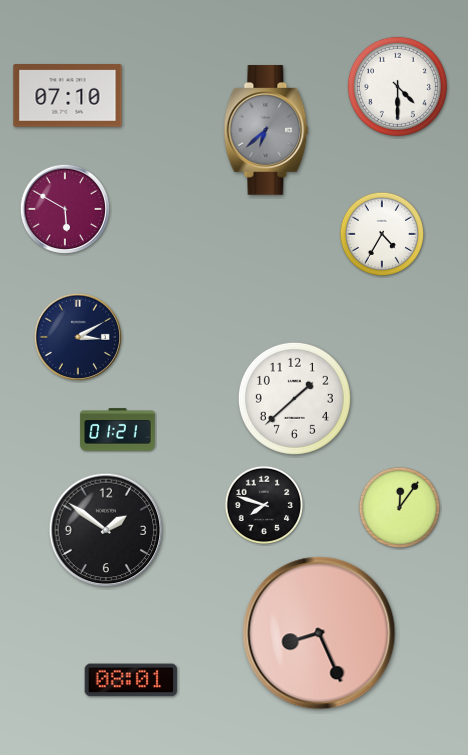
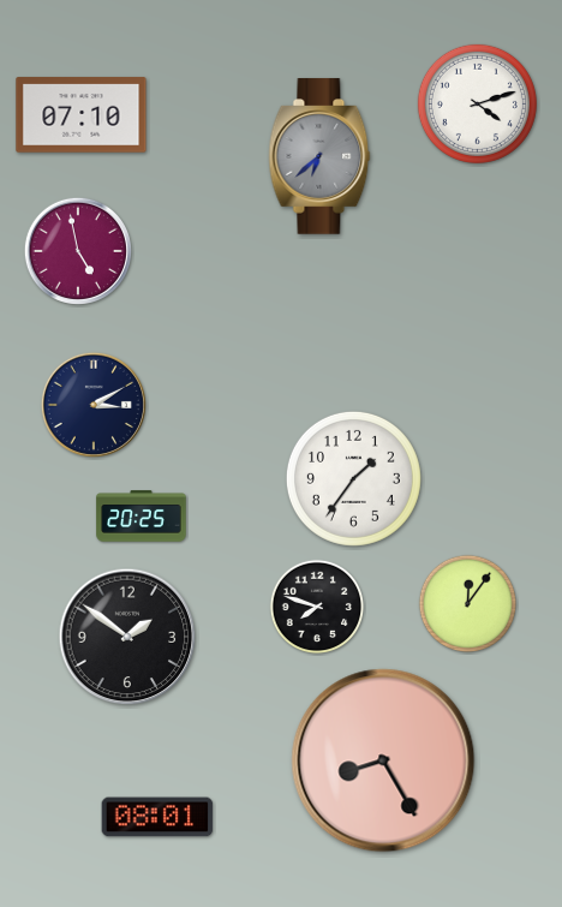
clock at (397, 86): 4:30 -> 4:12
clock at (65, 209): 5:50 -> 4:58
clock at (381, 233): 4:35 -> none
clock at (294, 398): 1:38 -> 1:36
clock at (118, 430): 01:21 -> 20:25
clock at (400, 508) position: (400, 508) -> (468, 604)
clock at (319, 633): 8:26 -> 8:25
